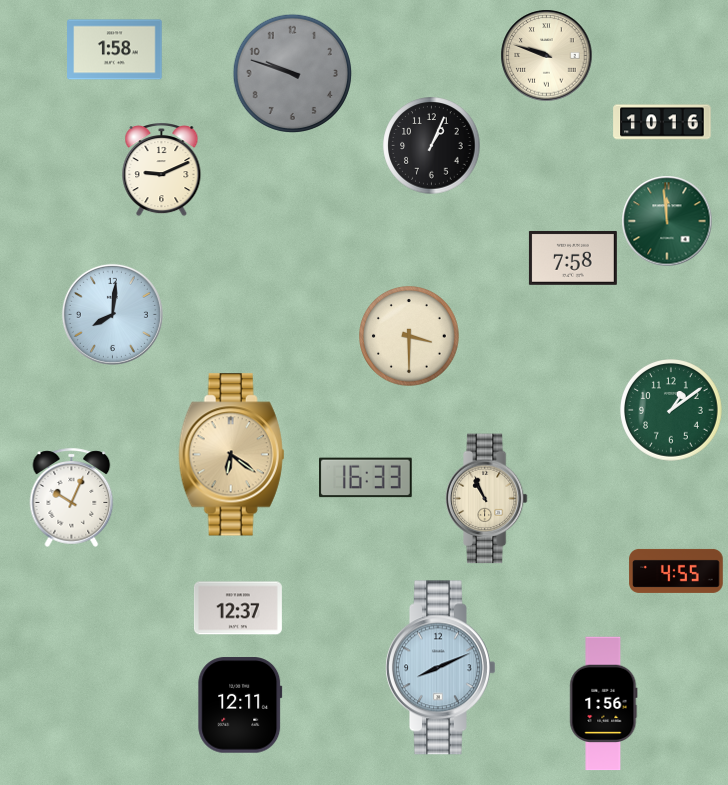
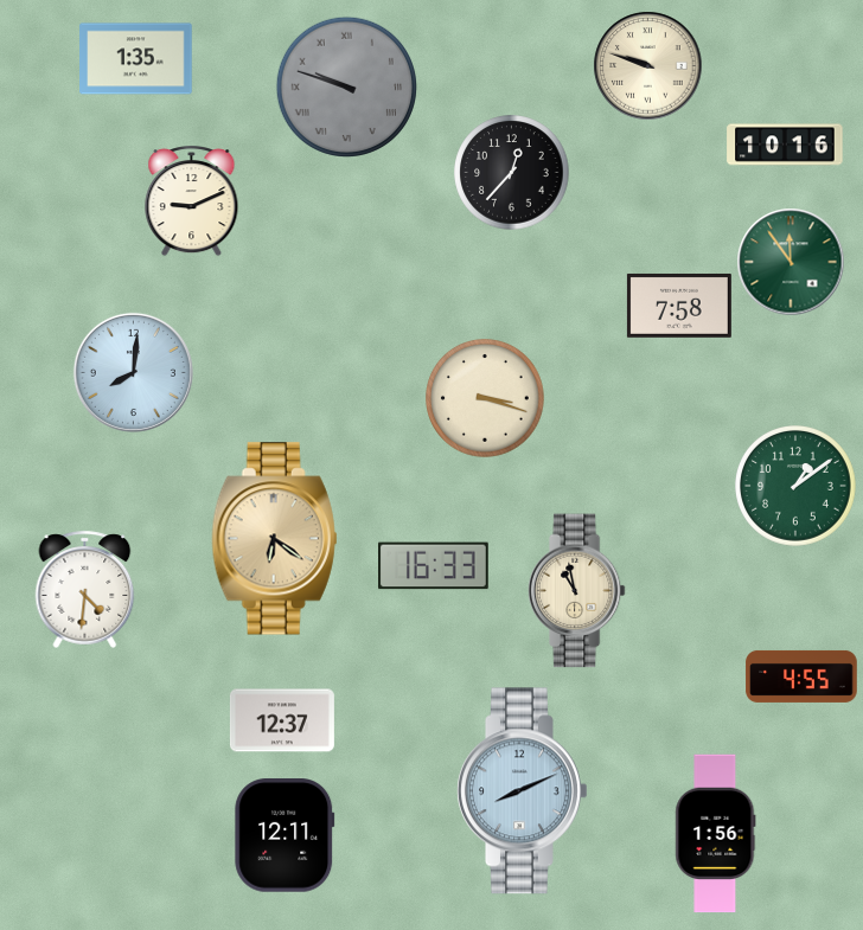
clock at (115, 50): 1:58 -> 1:35
clock at (292, 73) numerals: Arabic -> Roman
clock at (432, 146): 1:04 -> 12:37
clock at (667, 221): 11:59 -> 11:54
clock at (409, 336): 3:30 -> 3:18
clock at (72, 497): 10:04 -> 4:31
clock at (486, 499): 10:56 -> 10:58
